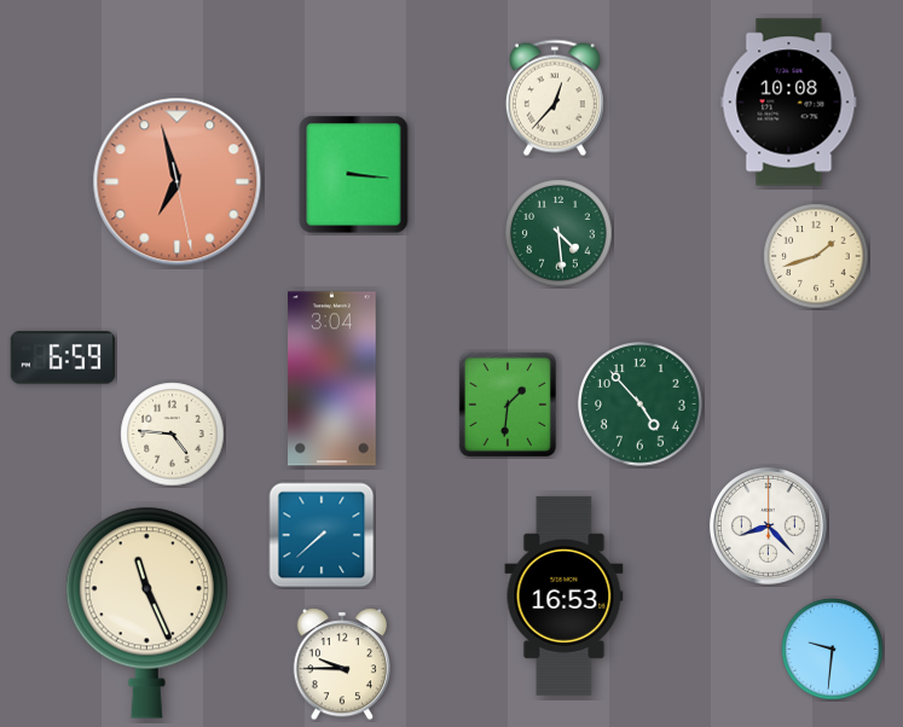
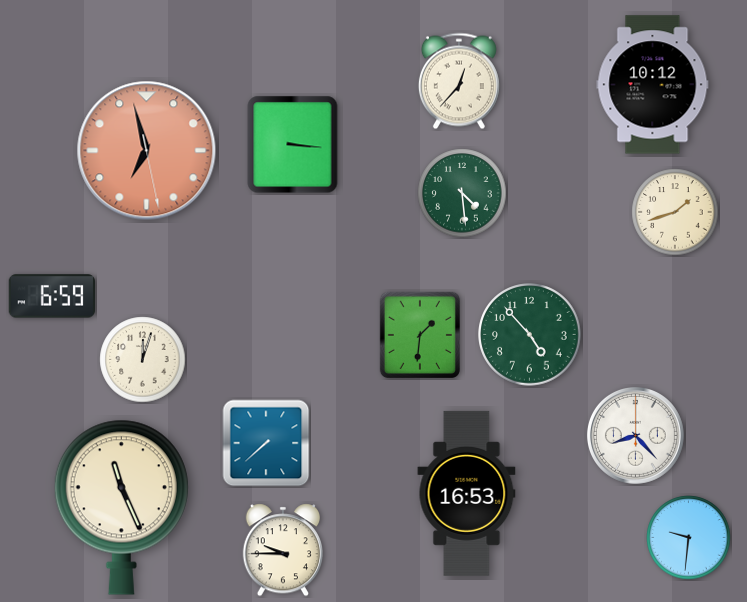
clock at (789, 103): 10:08 -> 10:12
clock at (332, 379): 3:04 -> none
clock at (173, 435): 4:46 -> 12:03
